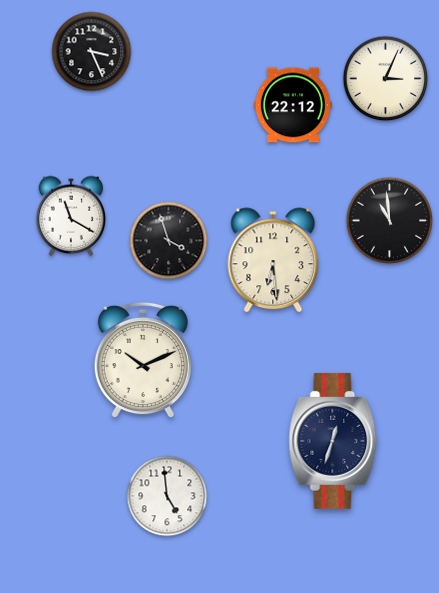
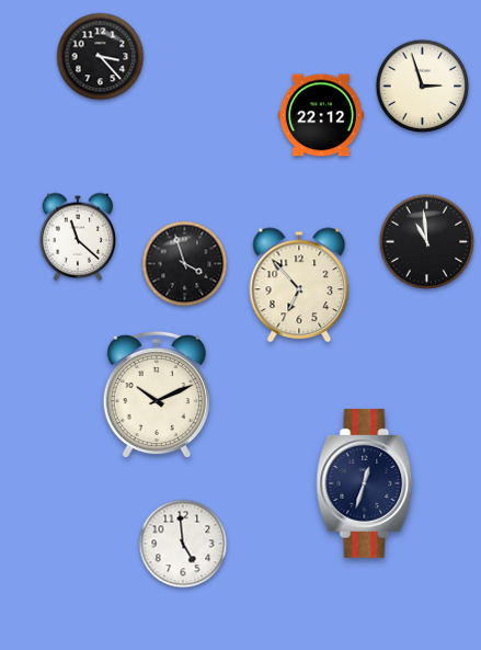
clock at (92, 52): 3:26 -> 3:23
clock at (386, 79): 3:04 -> 2:57
clock at (71, 216): 11:20 -> 11:22
clock at (273, 260): 6:29 -> 6:53
